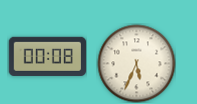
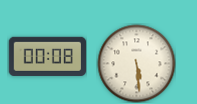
clock at (136, 63): 5:34 -> 5:29
